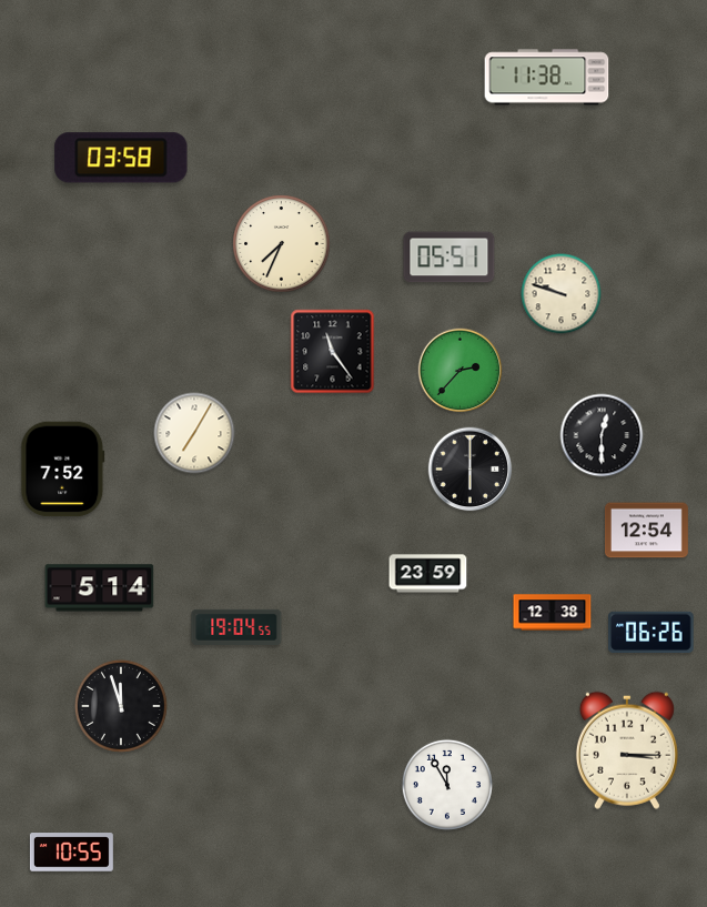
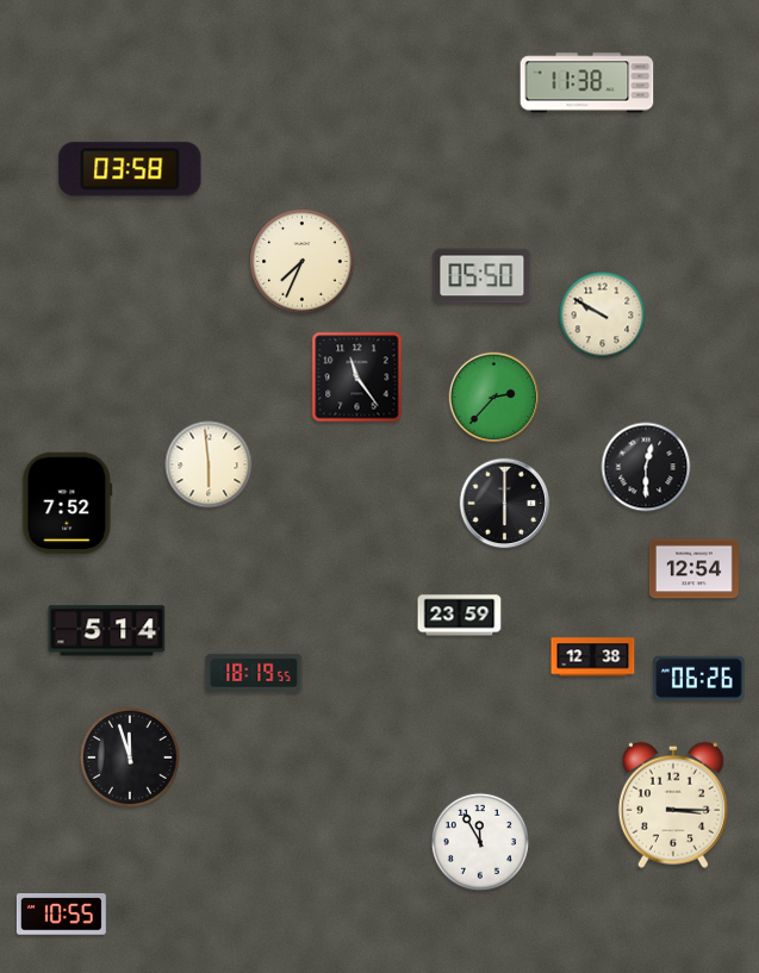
clock at (450, 258): 05:51 -> 05:50
clock at (562, 294): 9:48 -> 9:50
clock at (194, 433): 7:05 -> 5:59
clock at (236, 627): 19:04 -> 18:19
clock at (71, 853) position: (71, 853) -> (61, 915)
